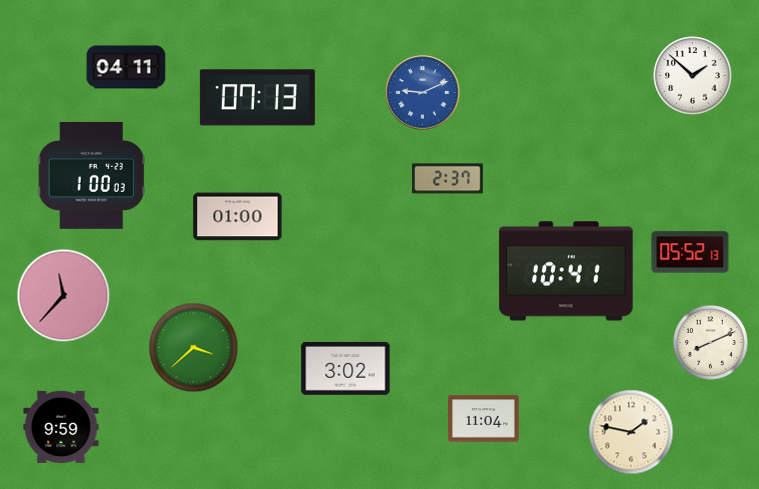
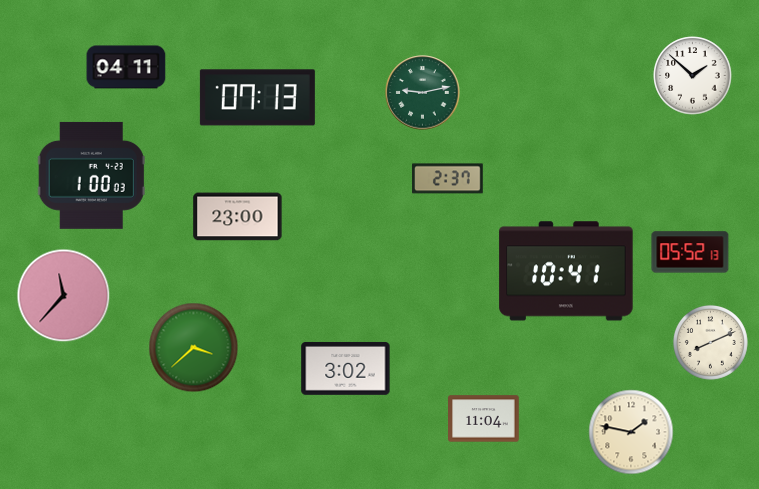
clock at (423, 93): 9:11 -> 9:13
clock at (423, 93) dial: blue -> green
clock at (238, 217): 01:00 -> 23:00
clock at (61, 427): 9:59 -> none
